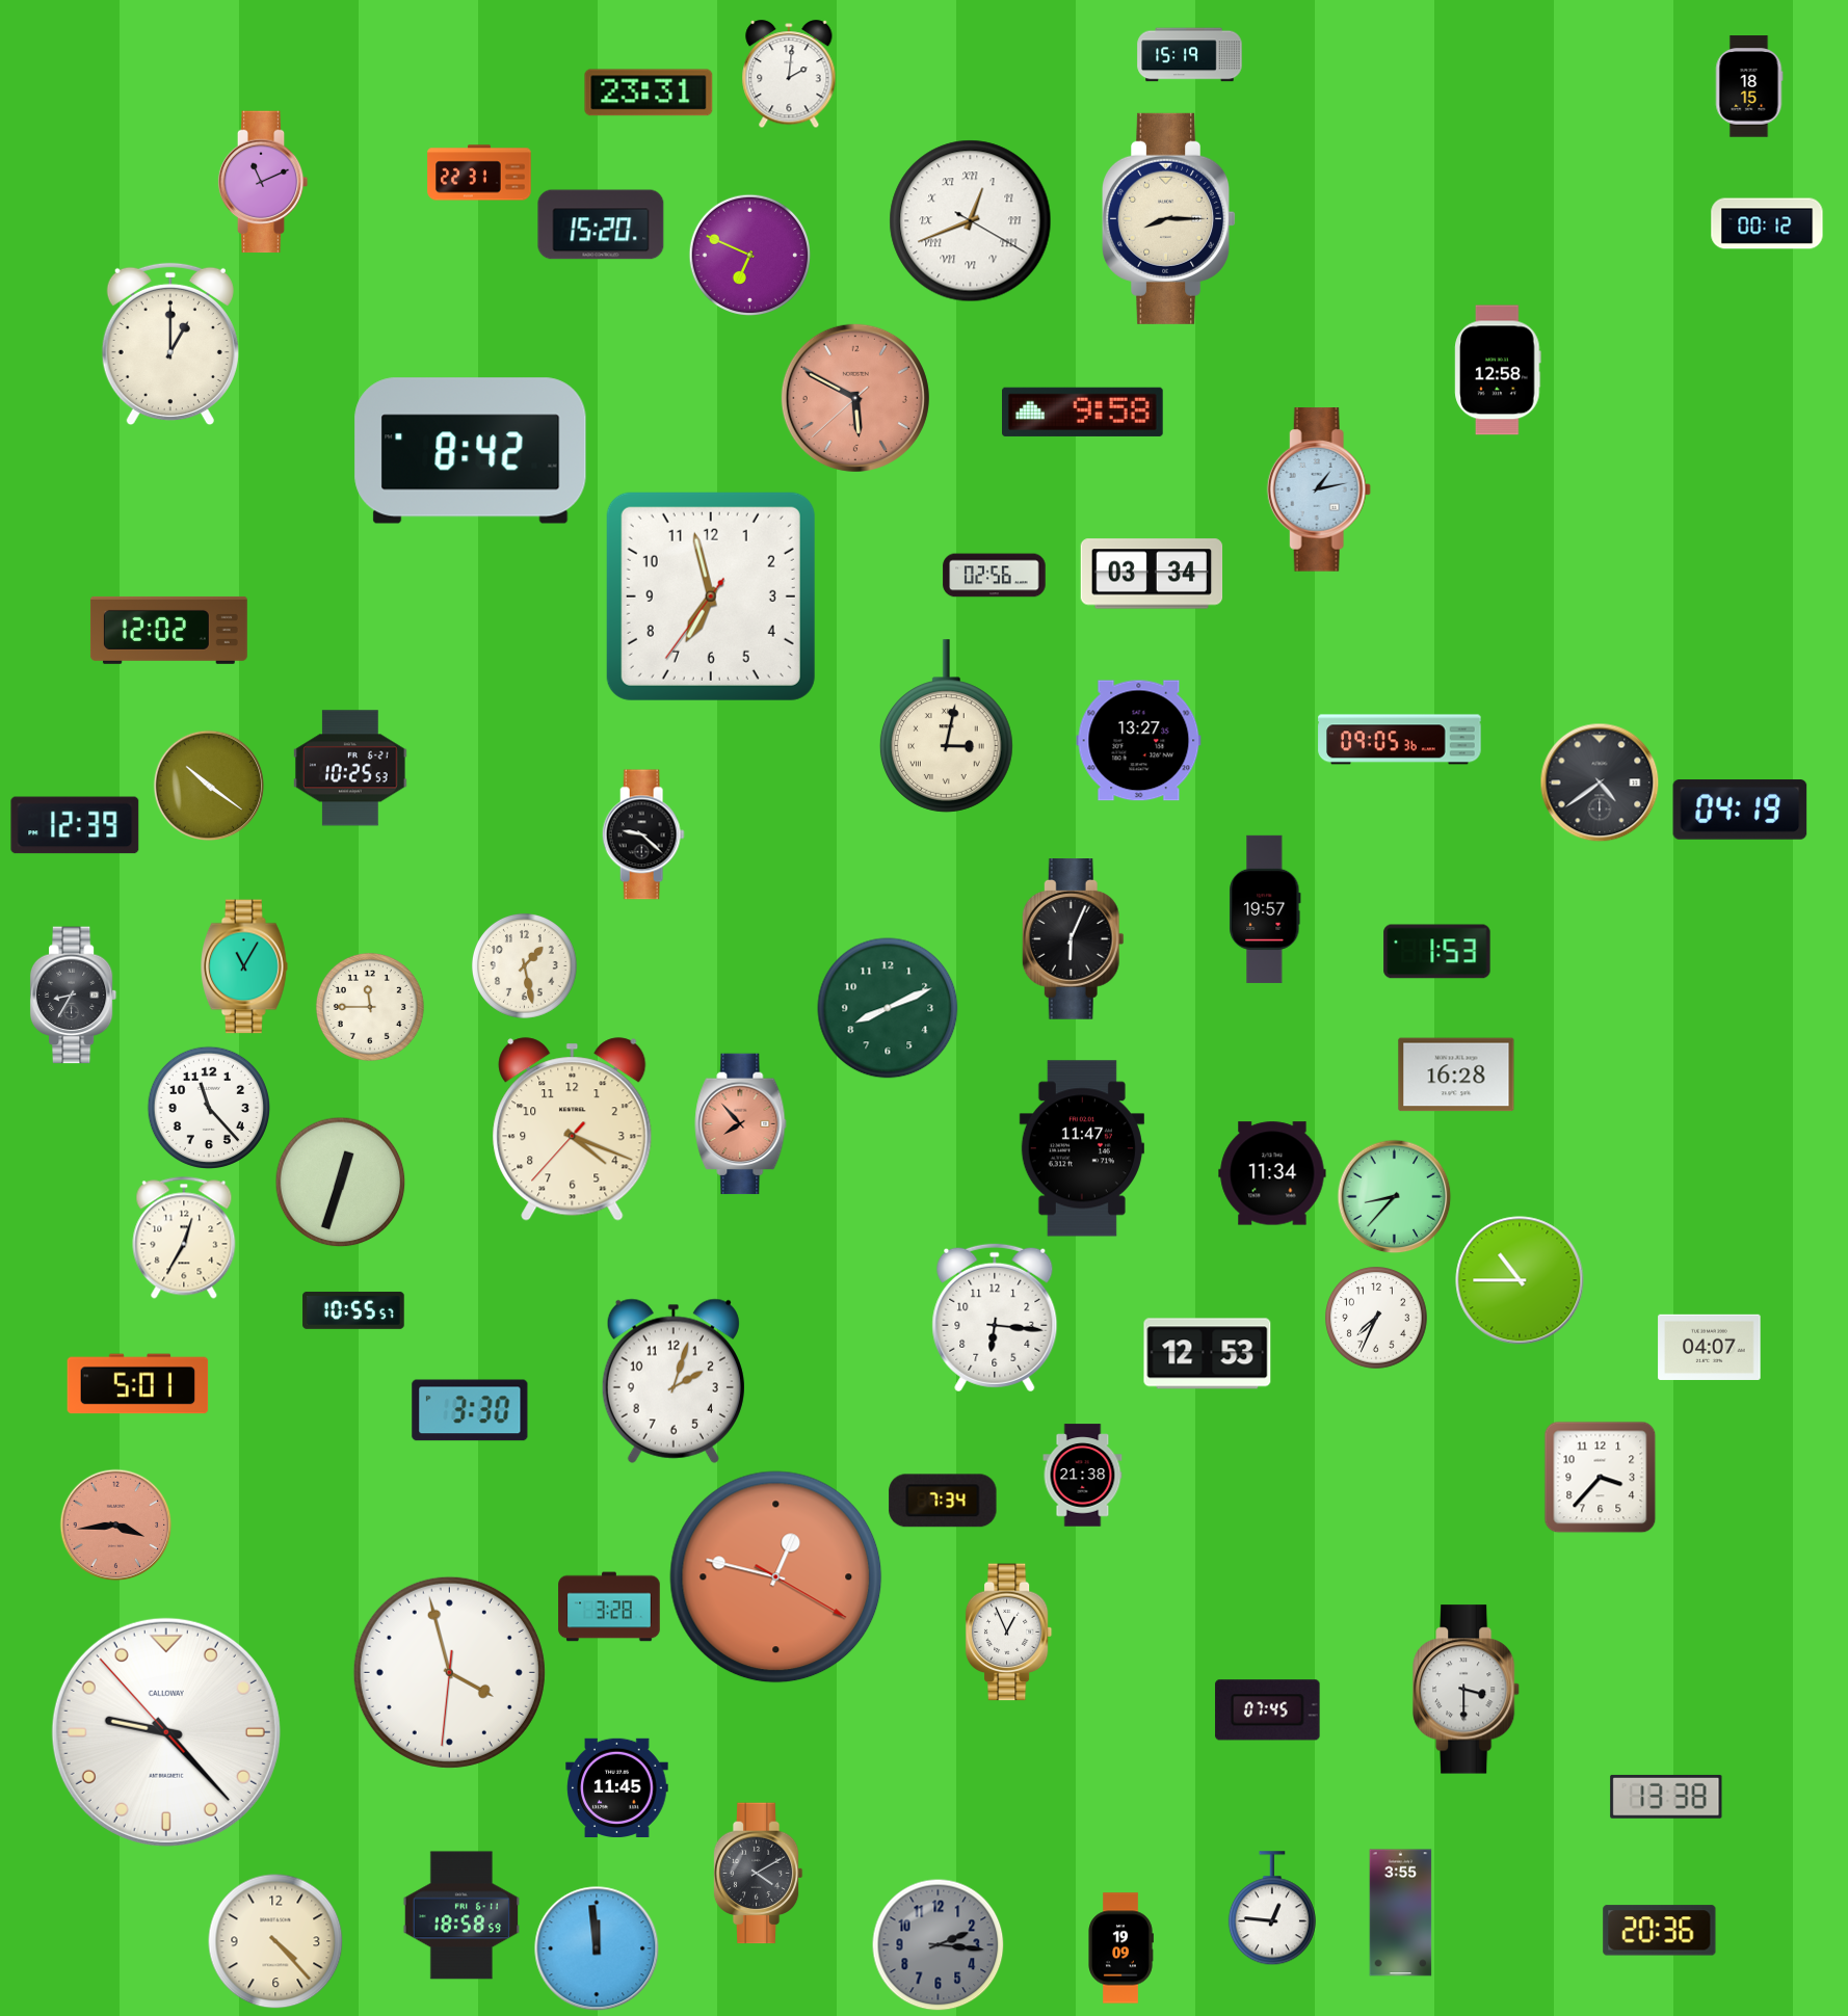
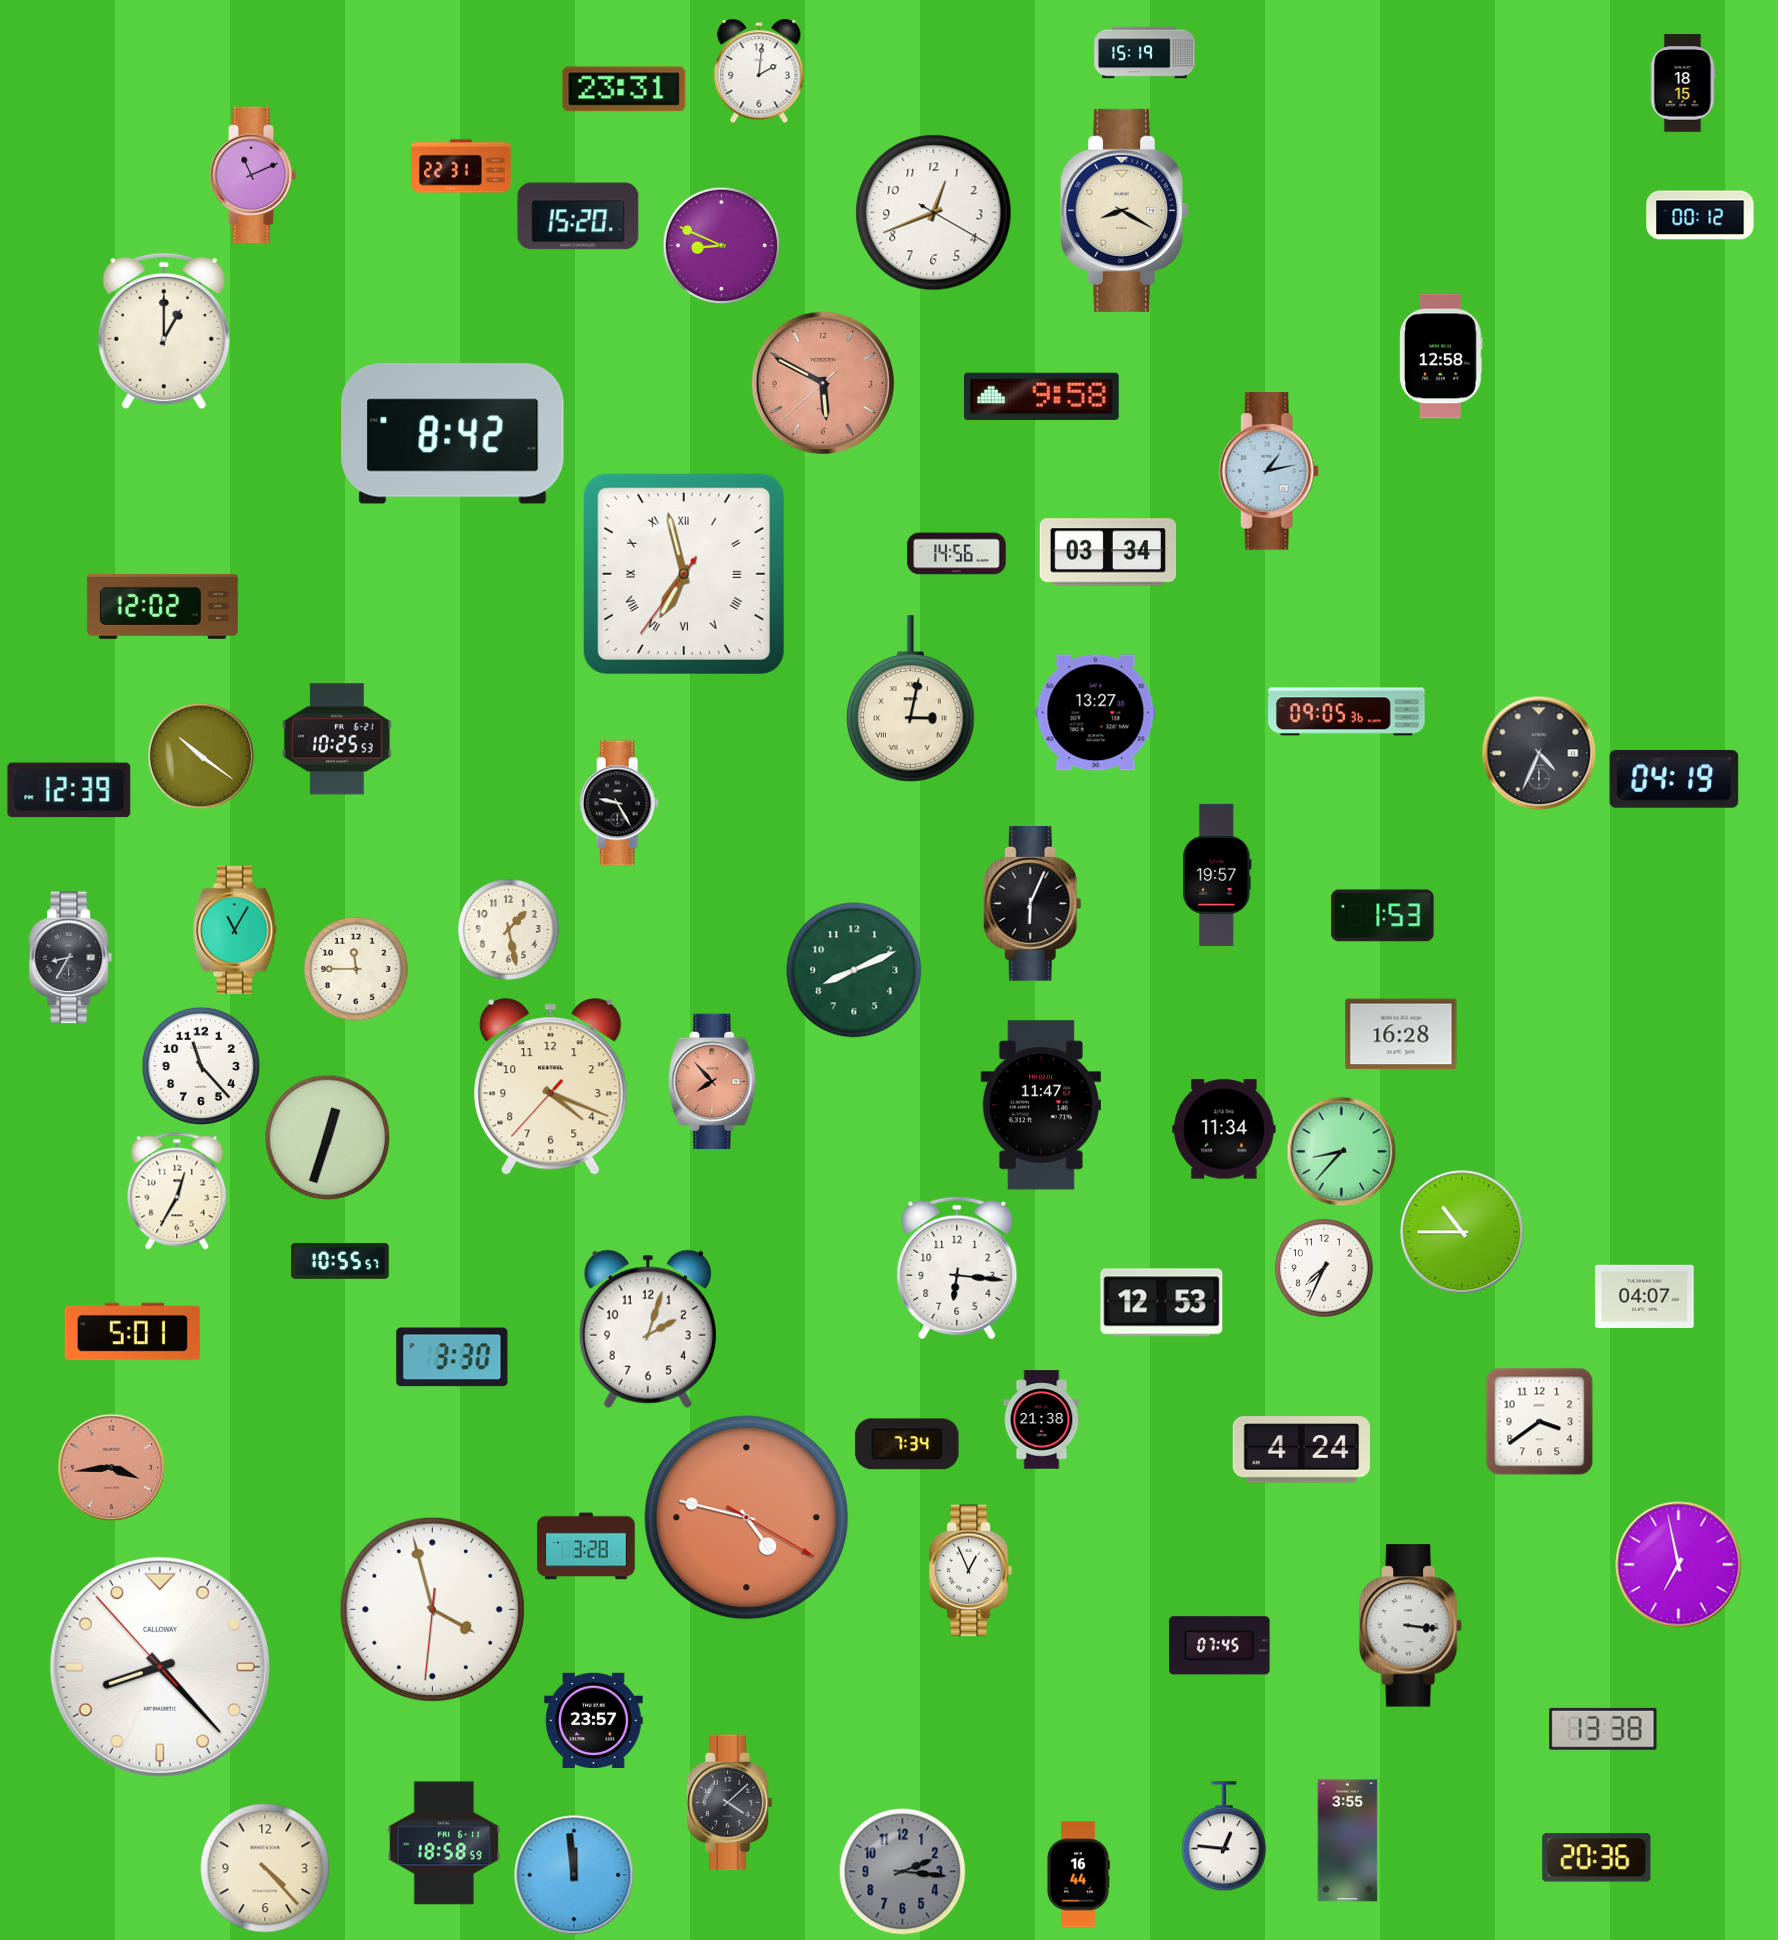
clock at (1170, 218): 8:15 -> 8:20
clock at (971, 221) numerals: Roman -> Arabic
clock at (749, 255): 6:49 -> 8:49
clock at (995, 576): 02:56 -> 14:56
clock at (711, 596) numerals: Arabic -> Roman
clock at (1600, 782): 4:39 -> 4:34
clock at (75, 825) position: (75, 825) -> (69, 790)
clock at (643, 834): 9:22 -> 9:25
clock at (525, 966) position: (525, 966) -> (509, 930)
clock at (1600, 1477): 3:37 -> 3:39
clock at (1301, 1450): none -> 4:24
clock at (776, 1577): 12:47 -> 4:47
clock at (1679, 1565): none -> 6:58
clock at (1467, 1690): 3:30 -> 3:16
clock at (166, 1732): 9:22 -> 8:22
clock at (617, 1787): 11:45 -> 23:57
clock at (758, 1874): 4:10 -> 4:08
clock at (1120, 1948): 19:09 -> 16:44
